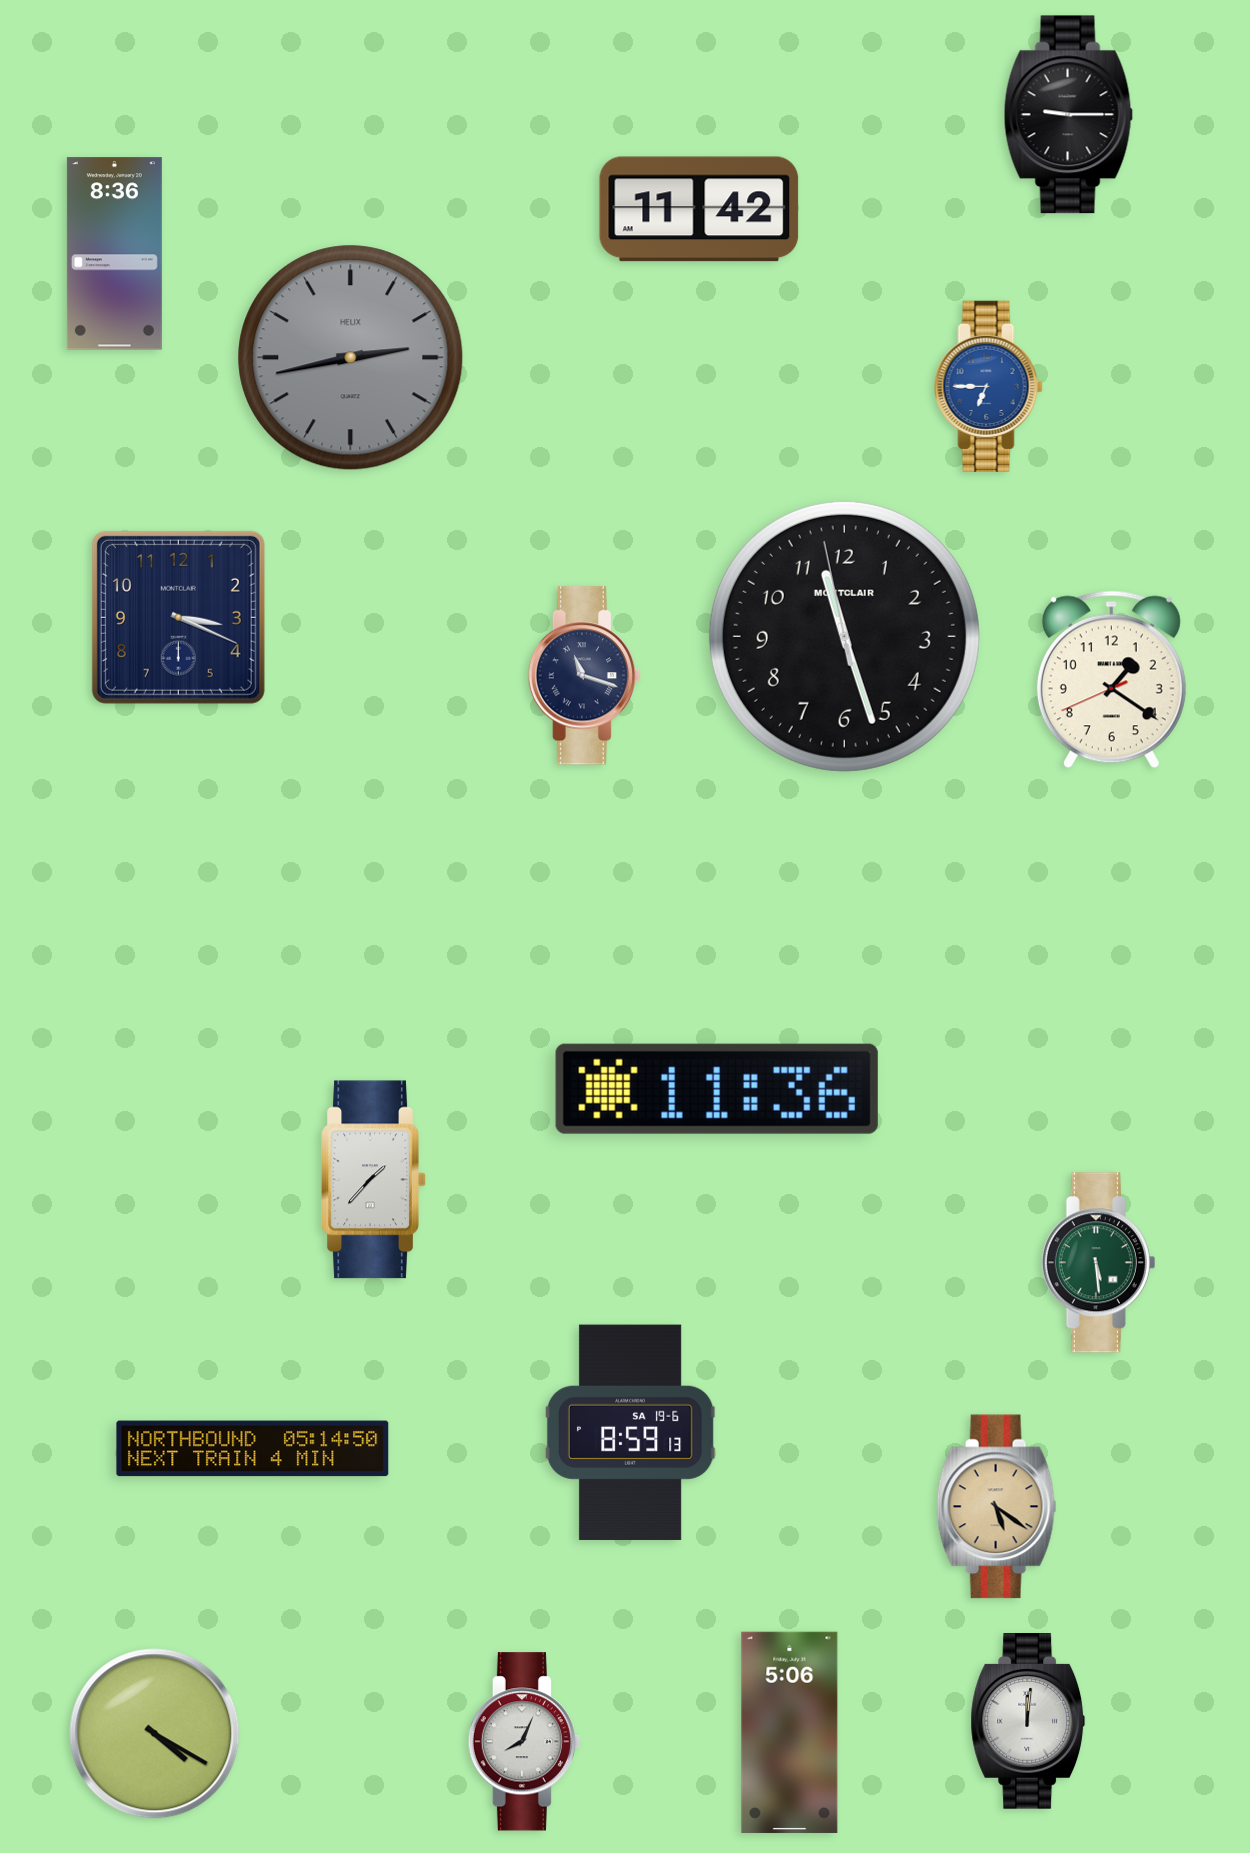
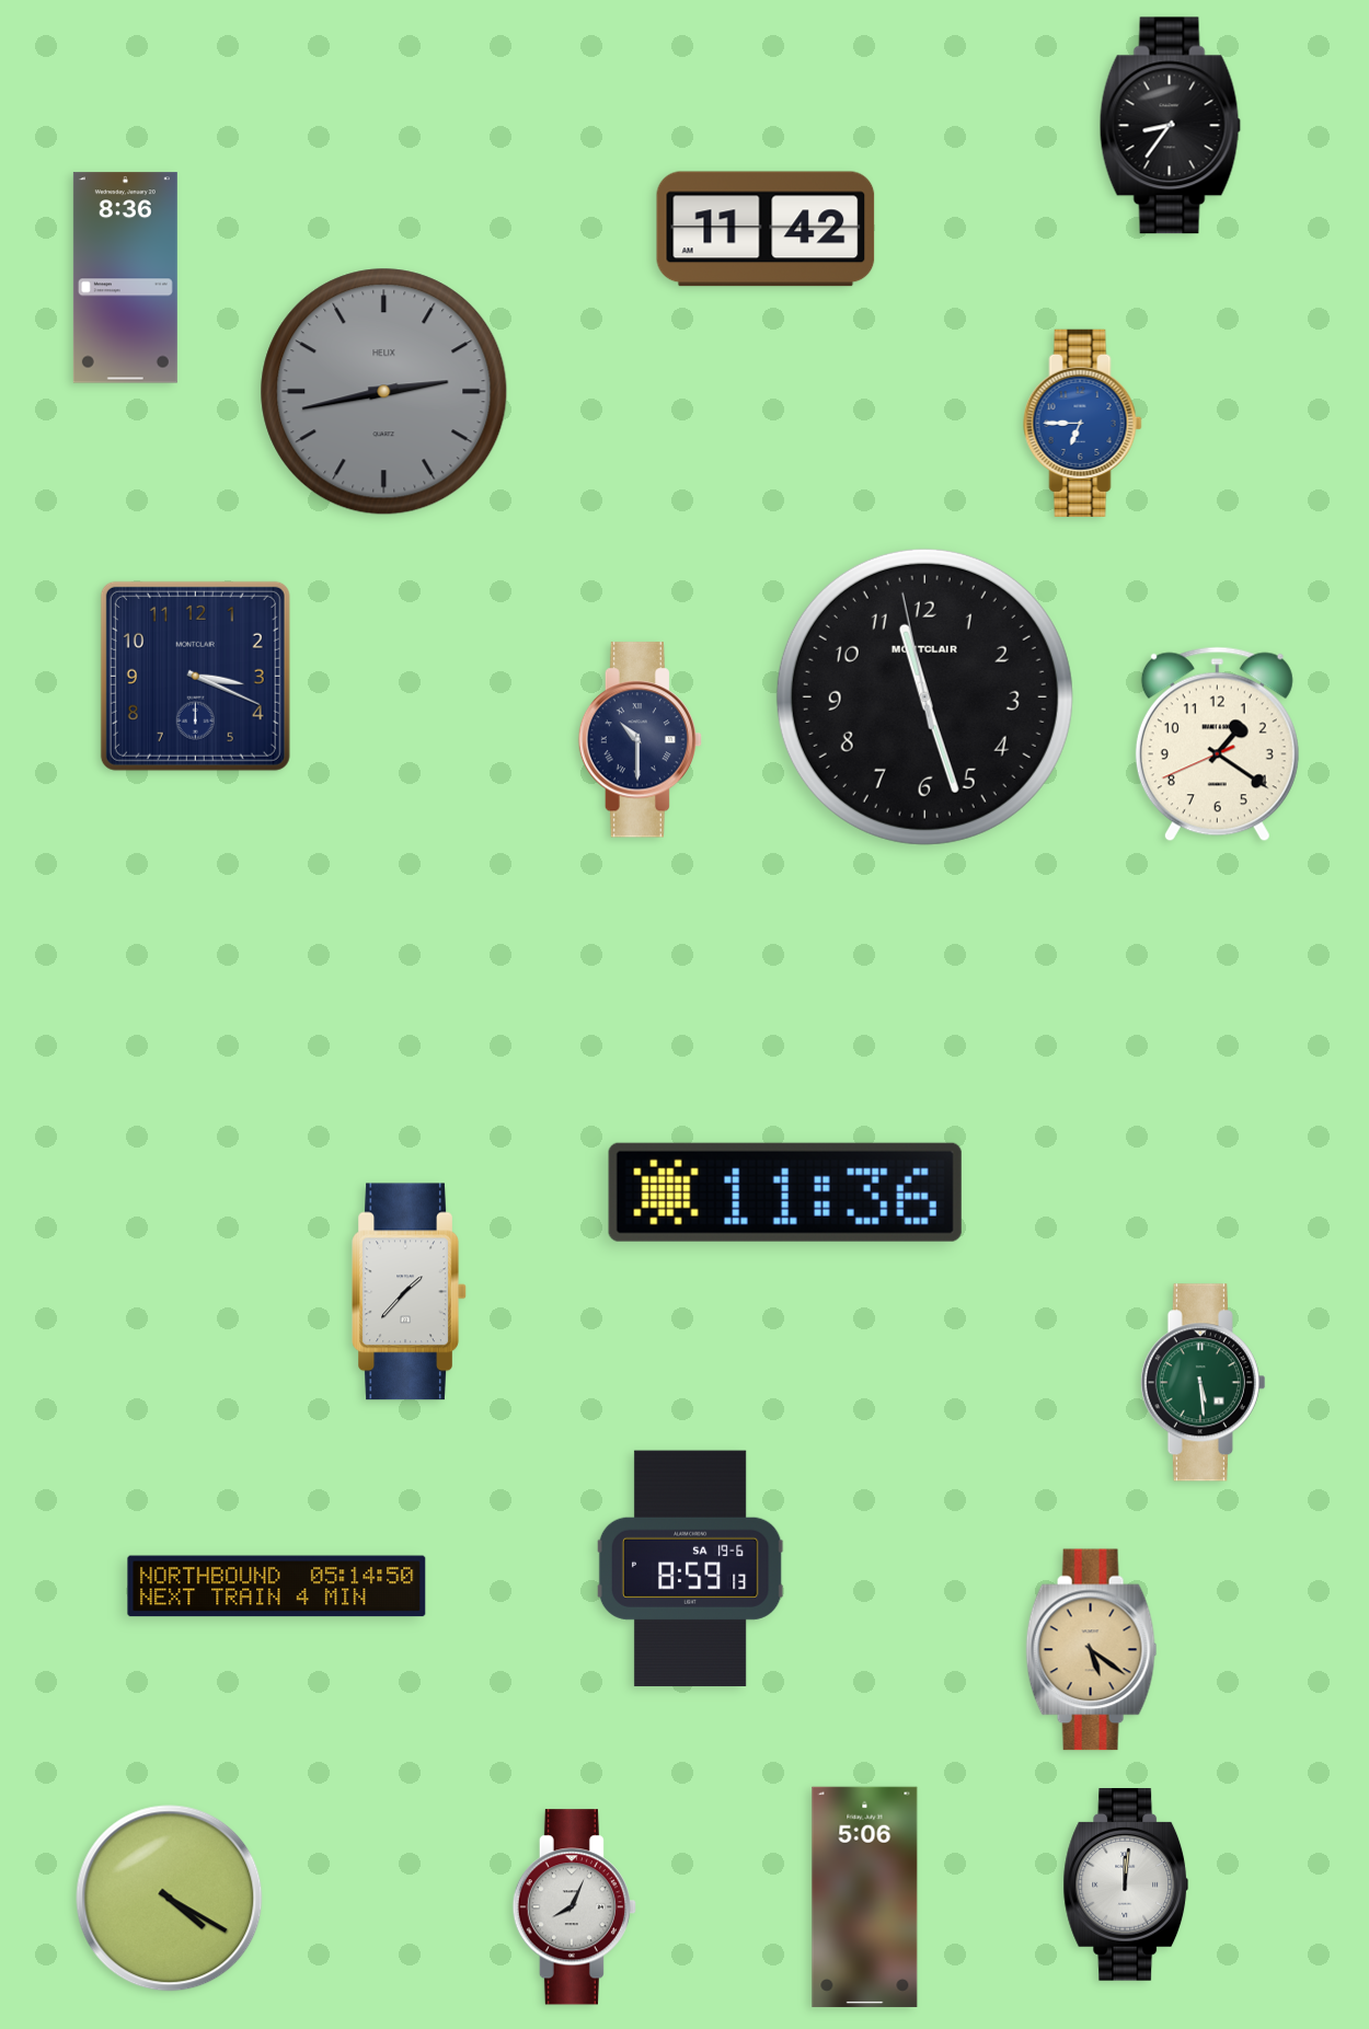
clock at (1068, 115): 9:15 -> 8:36
clock at (584, 676): 11:18 -> 10:30
